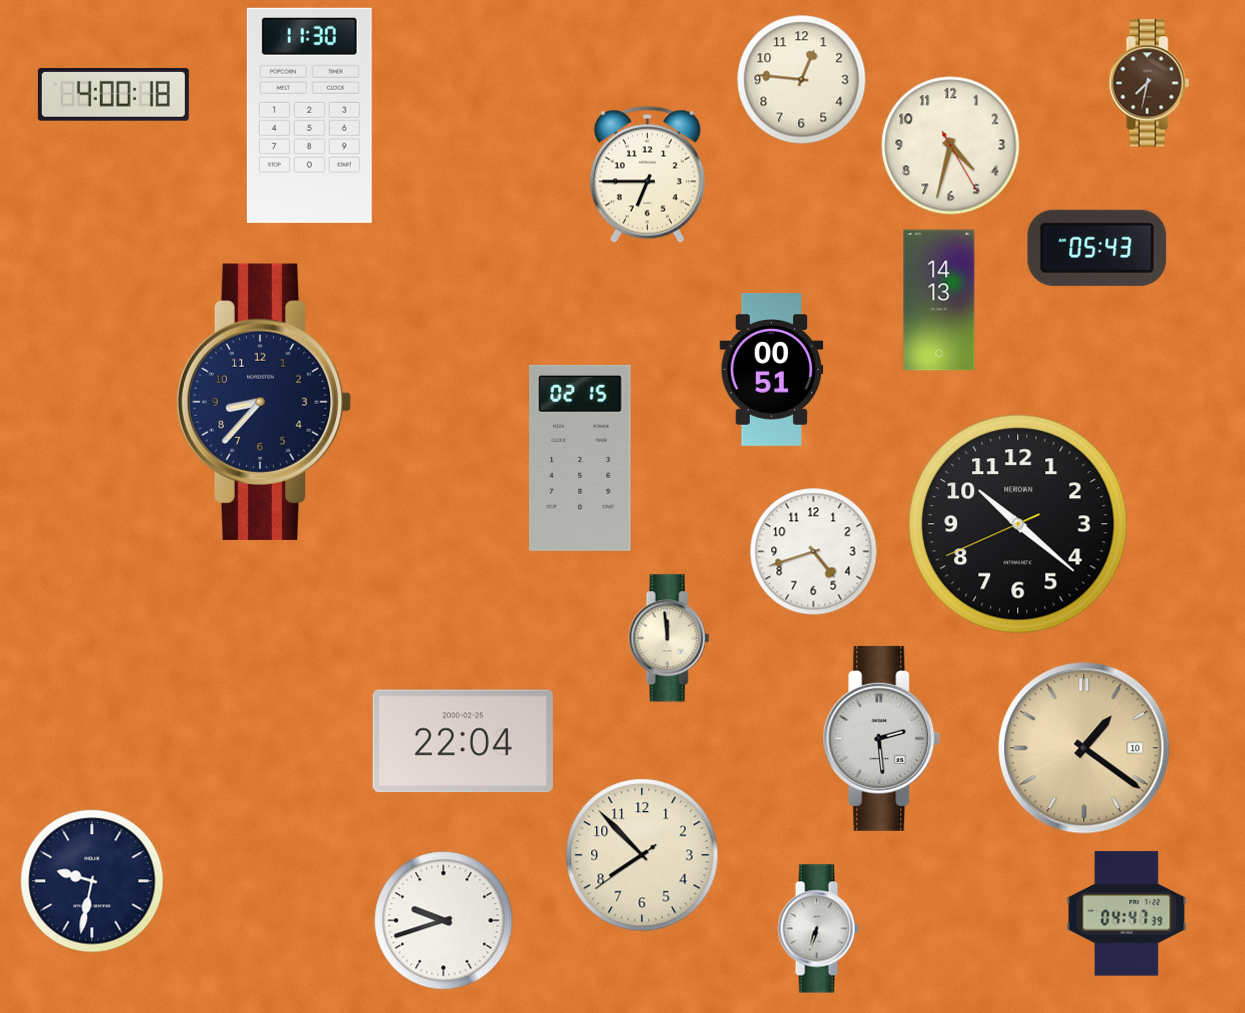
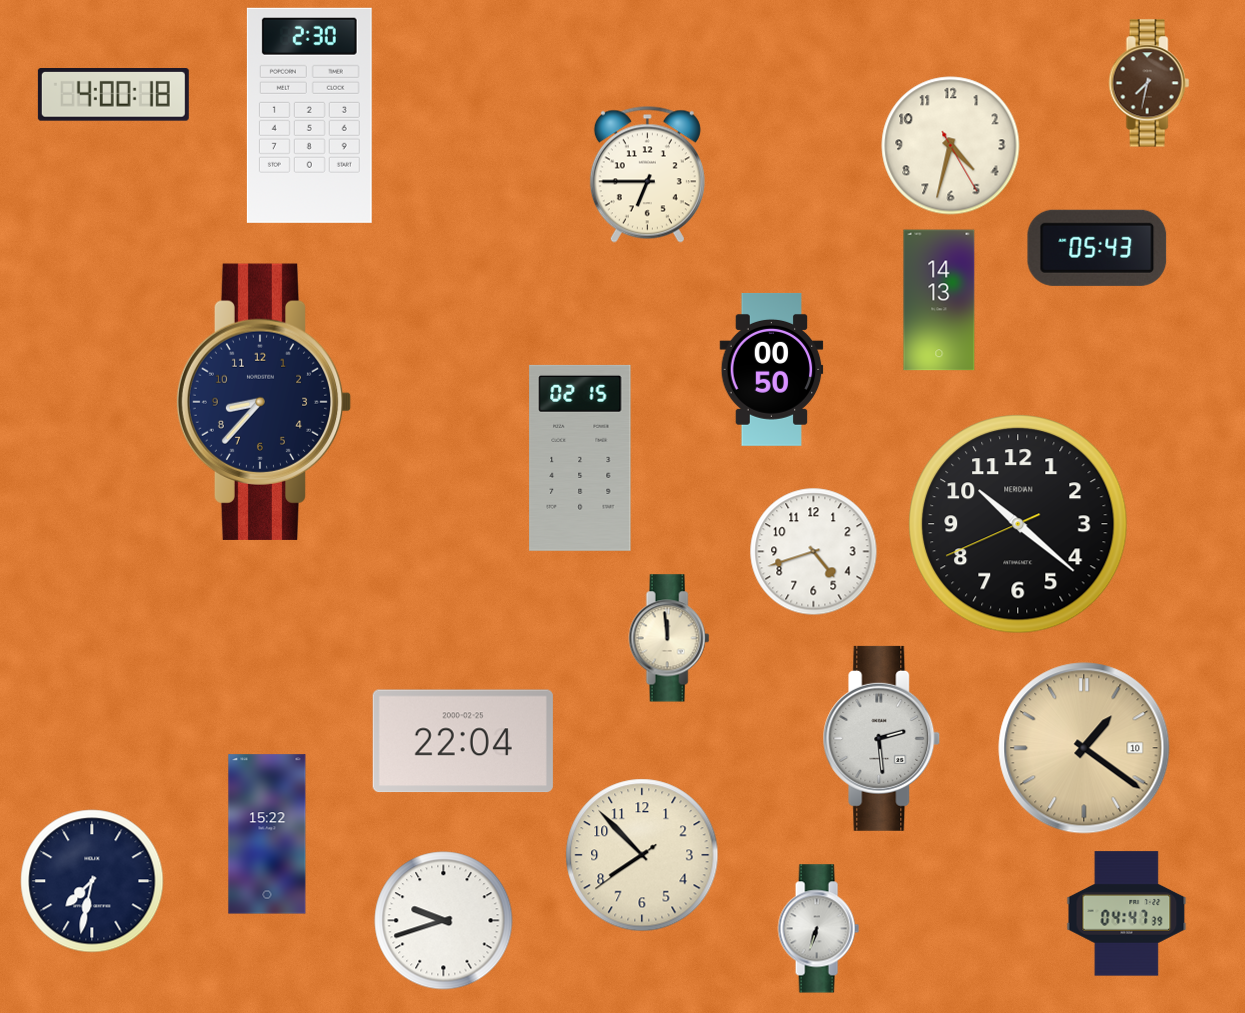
clock at (802, 80): 12:46 -> none
clock at (309, 115): 11:30 -> 2:30
clock at (772, 369): 00:51 -> 00:50
clock at (267, 834): none -> 15:22
clock at (92, 881): 9:32 -> 7:32
